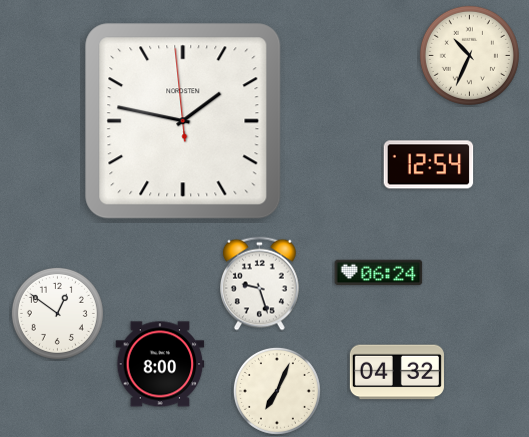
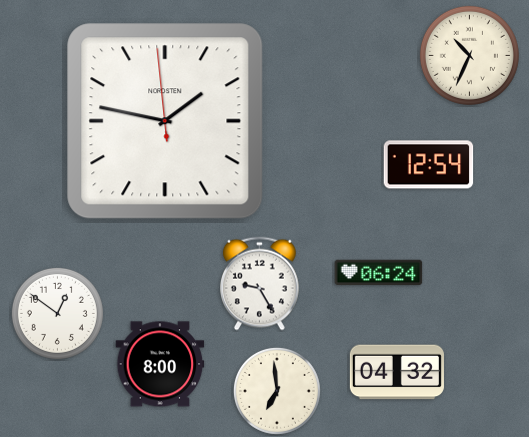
clock at (183, 121) position: (183, 121) -> (165, 121)
clock at (260, 284): 9:27 -> 9:25
clock at (277, 391): 7:04 -> 6:59
